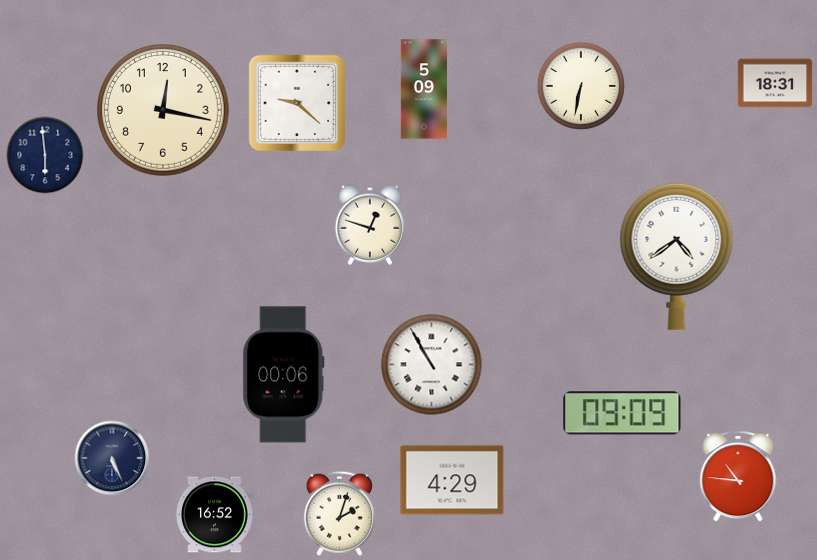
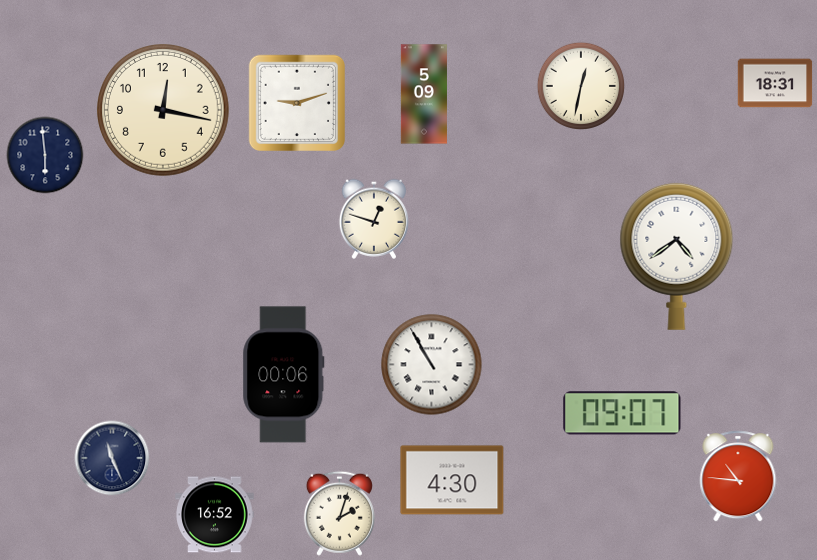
clock at (580, 85): 6:32 -> 12:32
clock at (423, 89) position: (423, 89) -> (423, 94)
clock at (296, 102): 9:22 -> 9:12
clock at (369, 225) position: (369, 225) -> (373, 219)
clock at (622, 413): 09:09 -> 09:07
clock at (112, 458): 5:26 -> 11:26
clock at (452, 480): 4:29 -> 4:30
